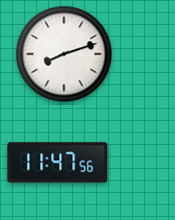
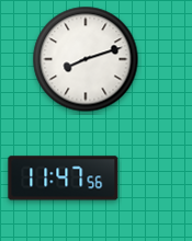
clock at (64, 54) position: (64, 54) -> (86, 59)
